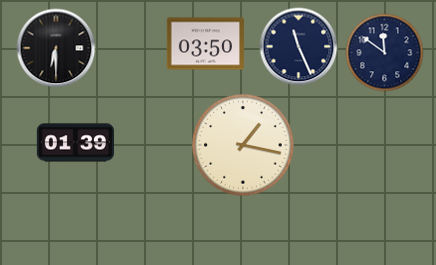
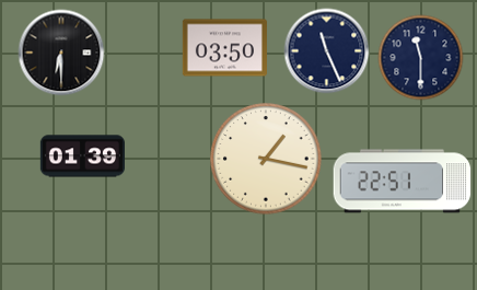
clock at (384, 52): 11:51 -> 11:30
clock at (403, 182): none -> 22:51
